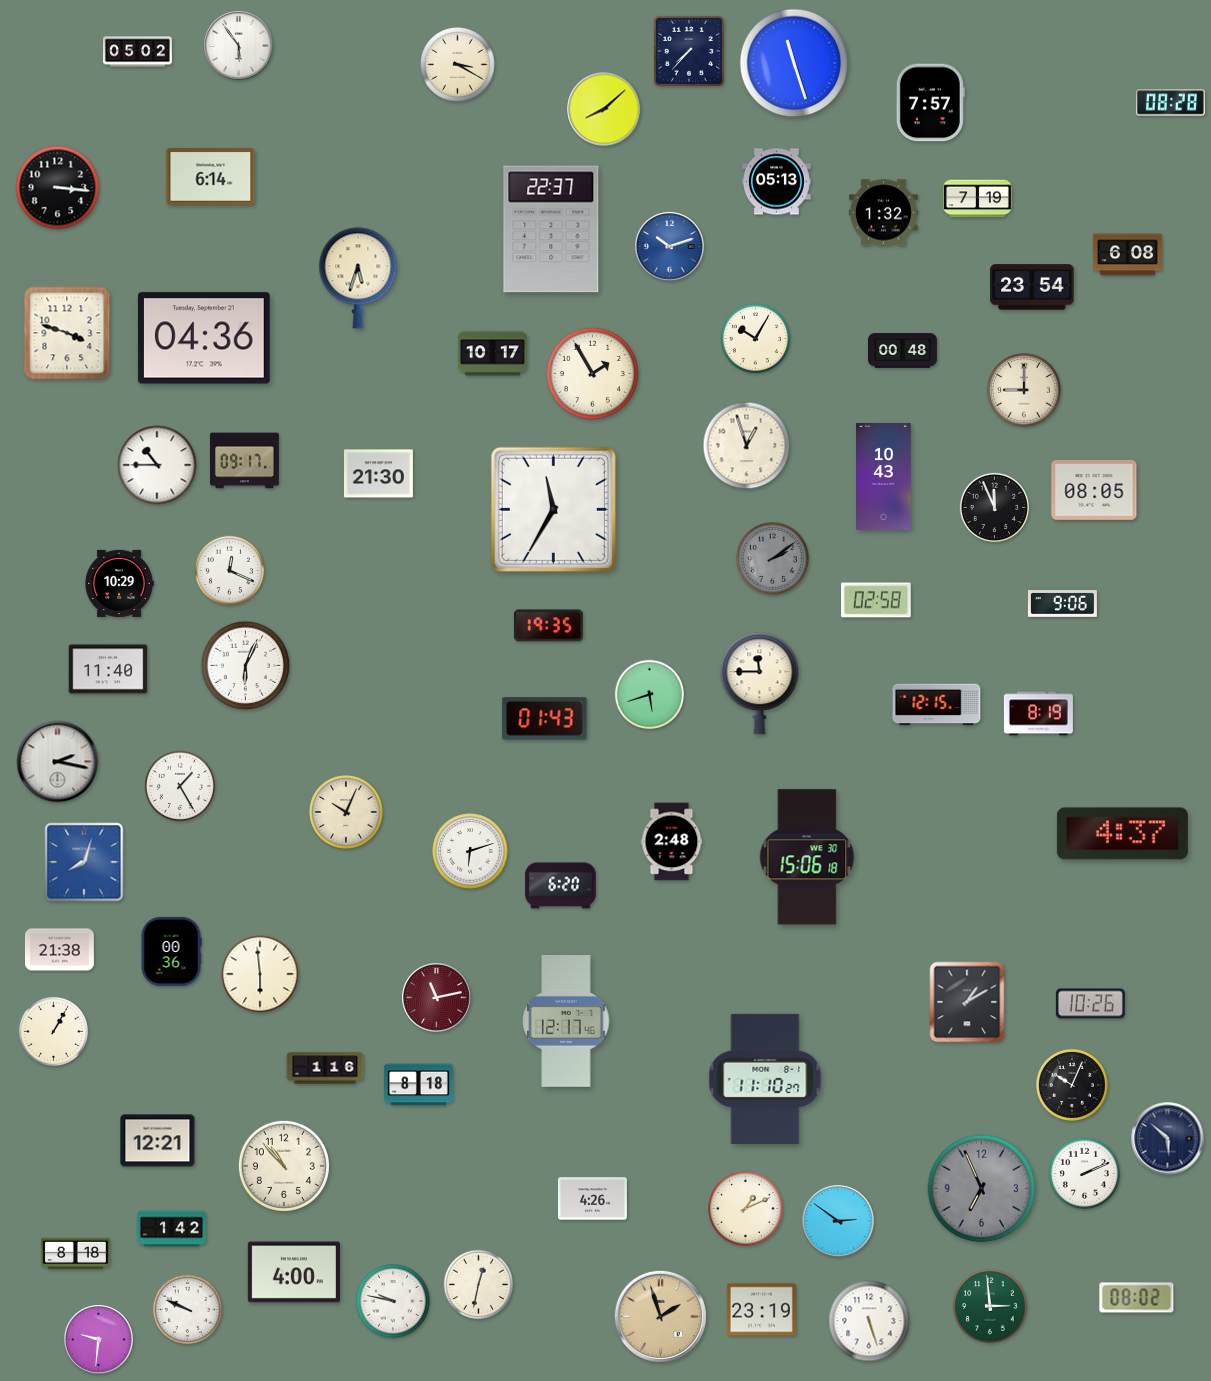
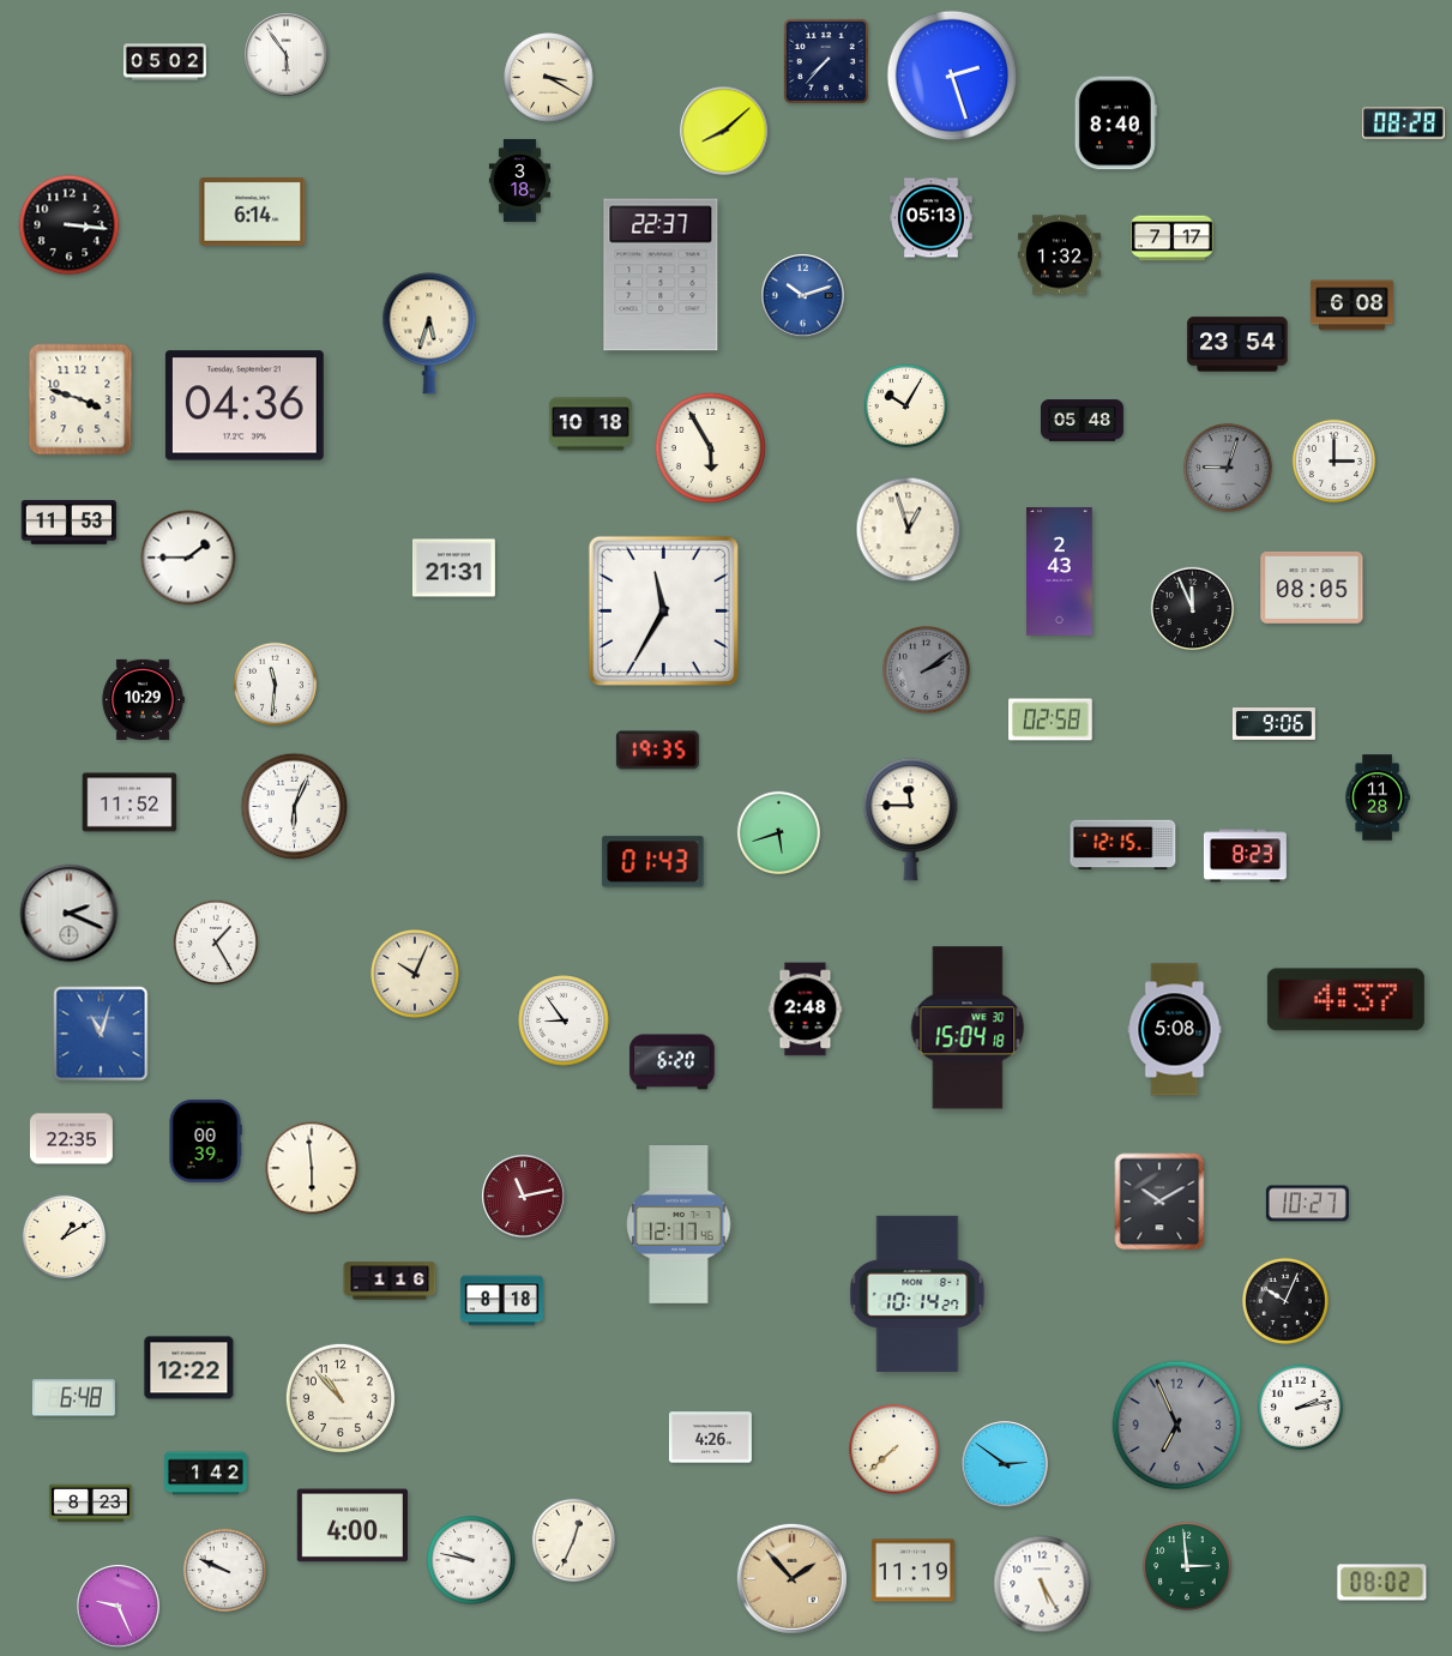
clock at (794, 63): 11:27 -> 2:27
clock at (930, 103): 7:57 -> 8:40
clock at (519, 181): none -> 3:18
clock at (977, 199): 7:19 -> 7:17
clock at (903, 351): 00:48 -> 05:48
clock at (492, 354): 10:17 -> 10:18
clock at (592, 373): 1:55 -> 5:55
clock at (1334, 462): none -> 3:00
clock at (1024, 390): 9:00 -> 9:03
clock at (1024, 390) dial: cream -> grey
clock at (70, 523): none -> 11:53
clock at (747, 446) position: (747, 446) -> (909, 530)
clock at (244, 461): 09:17 -> none
clock at (157, 465): 10:45 -> 1:45
clock at (378, 474): 21:30 -> 21:31
clock at (884, 477): 10:43 -> 2:43
clock at (230, 571): 12:19 -> 11:31
clock at (1378, 797): none -> 11:28
clock at (246, 666) position: (246, 666) -> (295, 807)
clock at (108, 669): 11:40 -> 11:52
clock at (1038, 714): 8:19 -> 8:23
clock at (58, 762): 2:17 -> 2:19
clock at (470, 851): 6:12 -> 8:54
clock at (807, 857): 15:06 -> 15:04
clock at (1175, 1030): none -> 5:08
clock at (84, 862): 8:03 -> 11:03
clock at (59, 950): 21:38 -> 22:35
clock at (171, 951): 00:36 -> 00:39
clock at (967, 1002): 1:10 -> 10:10
clock at (1090, 1004): 10:26 -> 10:27
clock at (54, 1032): 1:05 -> 1:10
clock at (765, 1079): 11:10 -> 10:14
clock at (1168, 1139): 5:52 -> none
clock at (158, 1141): 12:21 -> 12:22
clock at (73, 1398): none -> 6:48
clock at (1084, 1173): 2:11 -> 2:13
clock at (746, 1209): 1:11 -> 7:38
clock at (75, 1254): 8:18 -> 8:23
clock at (479, 1285): 12:32 -> 12:34
clock at (1137, 1298) position: (1137, 1298) -> (1382, 1583)
clock at (761, 1310): 23:19 -> 11:19
clock at (660, 1316): 1:57 -> 1:53
clock at (869, 1321): 5:27 -> 5:25
clock at (99, 1340): 9:31 -> 9:26
